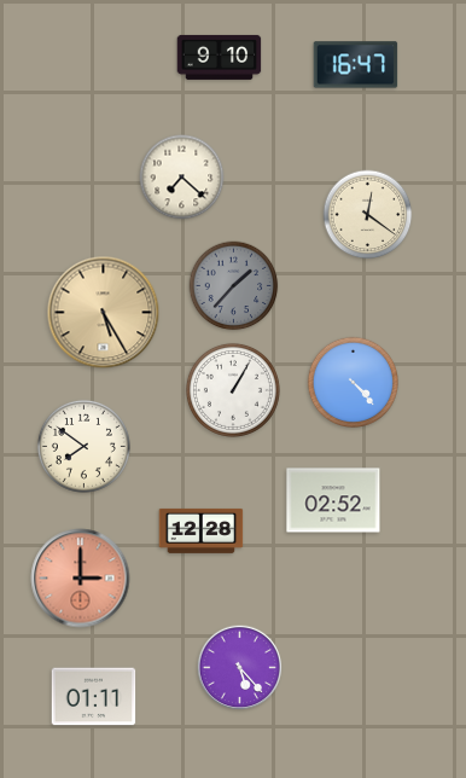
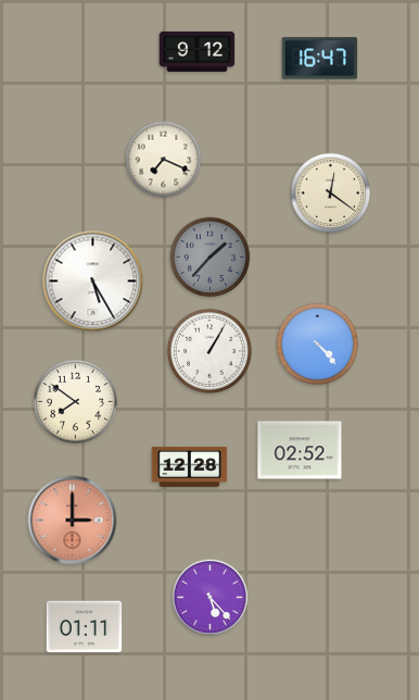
clock at (220, 57): 9:10 -> 9:12
clock at (182, 178): 7:22 -> 7:19
clock at (104, 313) dial: champagne -> white
clock at (202, 530) position: (202, 530) -> (190, 466)
clock at (240, 668) position: (240, 668) -> (211, 598)
